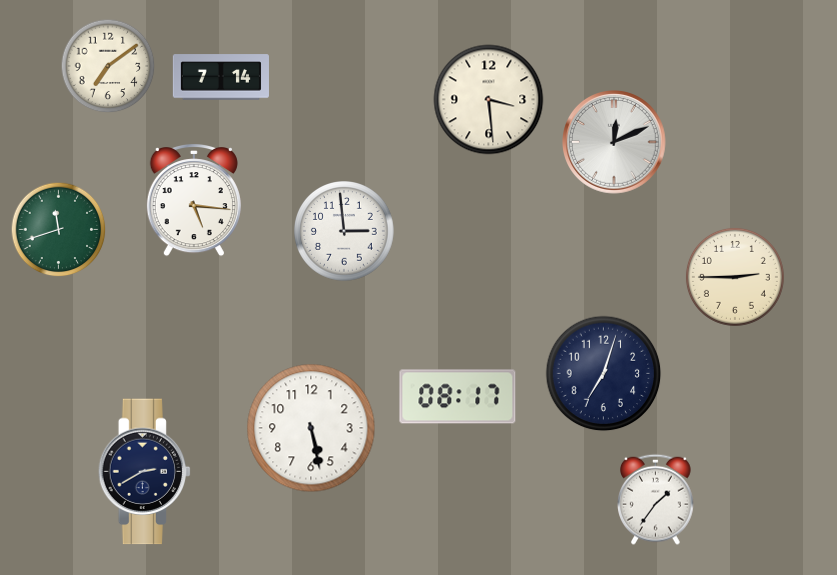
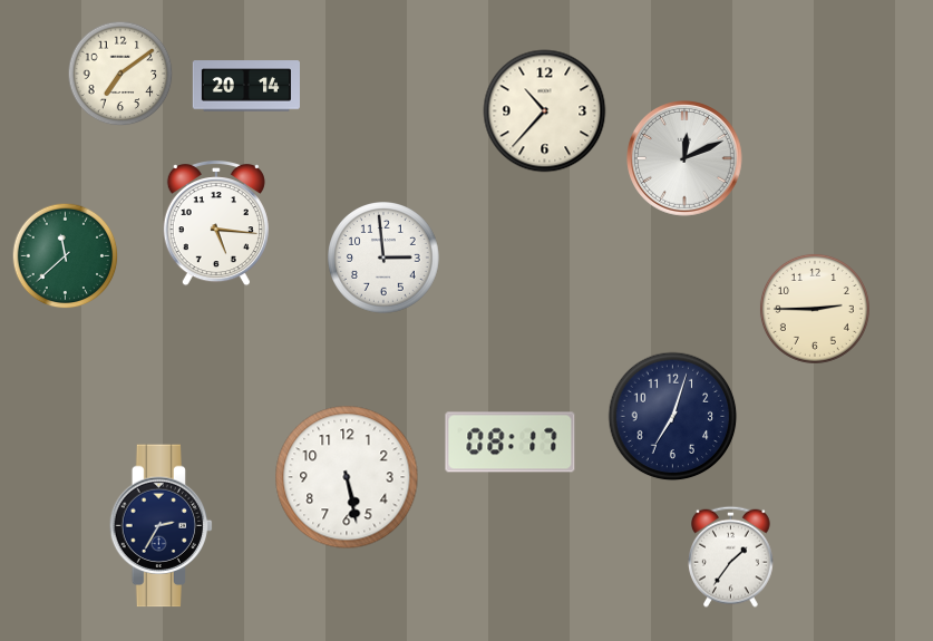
clock at (221, 77): 7:14 -> 20:14
clock at (489, 100): 3:29 -> 10:37
clock at (59, 230): 11:42 -> 11:38
clock at (735, 277) position: (735, 277) -> (815, 309)
clock at (145, 472): 2:40 -> 2:35
